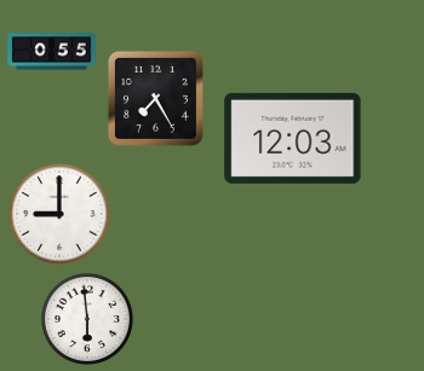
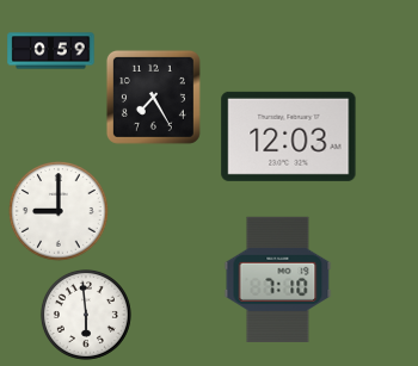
clock at (52, 52): 0:55 -> 0:59
clock at (278, 279): none -> 7:10
